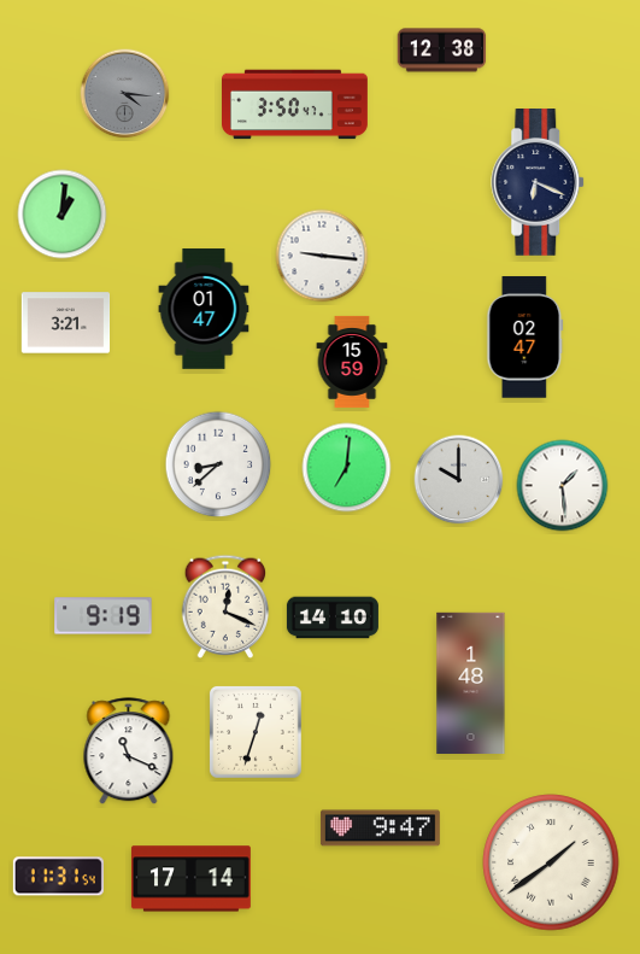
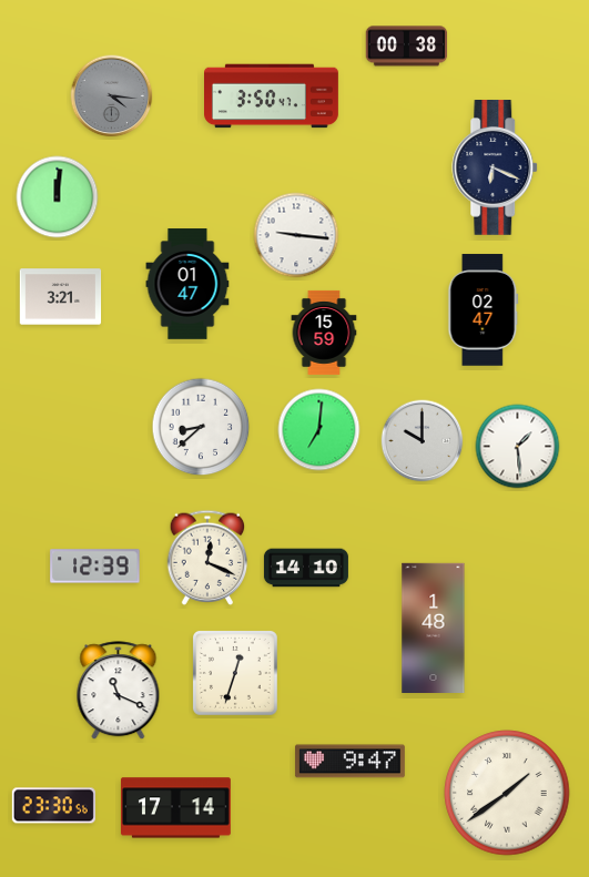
clock at (442, 51): 12:38 -> 00:38
clock at (125, 94) position: (125, 94) -> (112, 96)
clock at (63, 215): 1:01 -> 12:01
clock at (104, 616): 9:19 -> 12:39
clock at (58, 877): 11:31 -> 23:30
